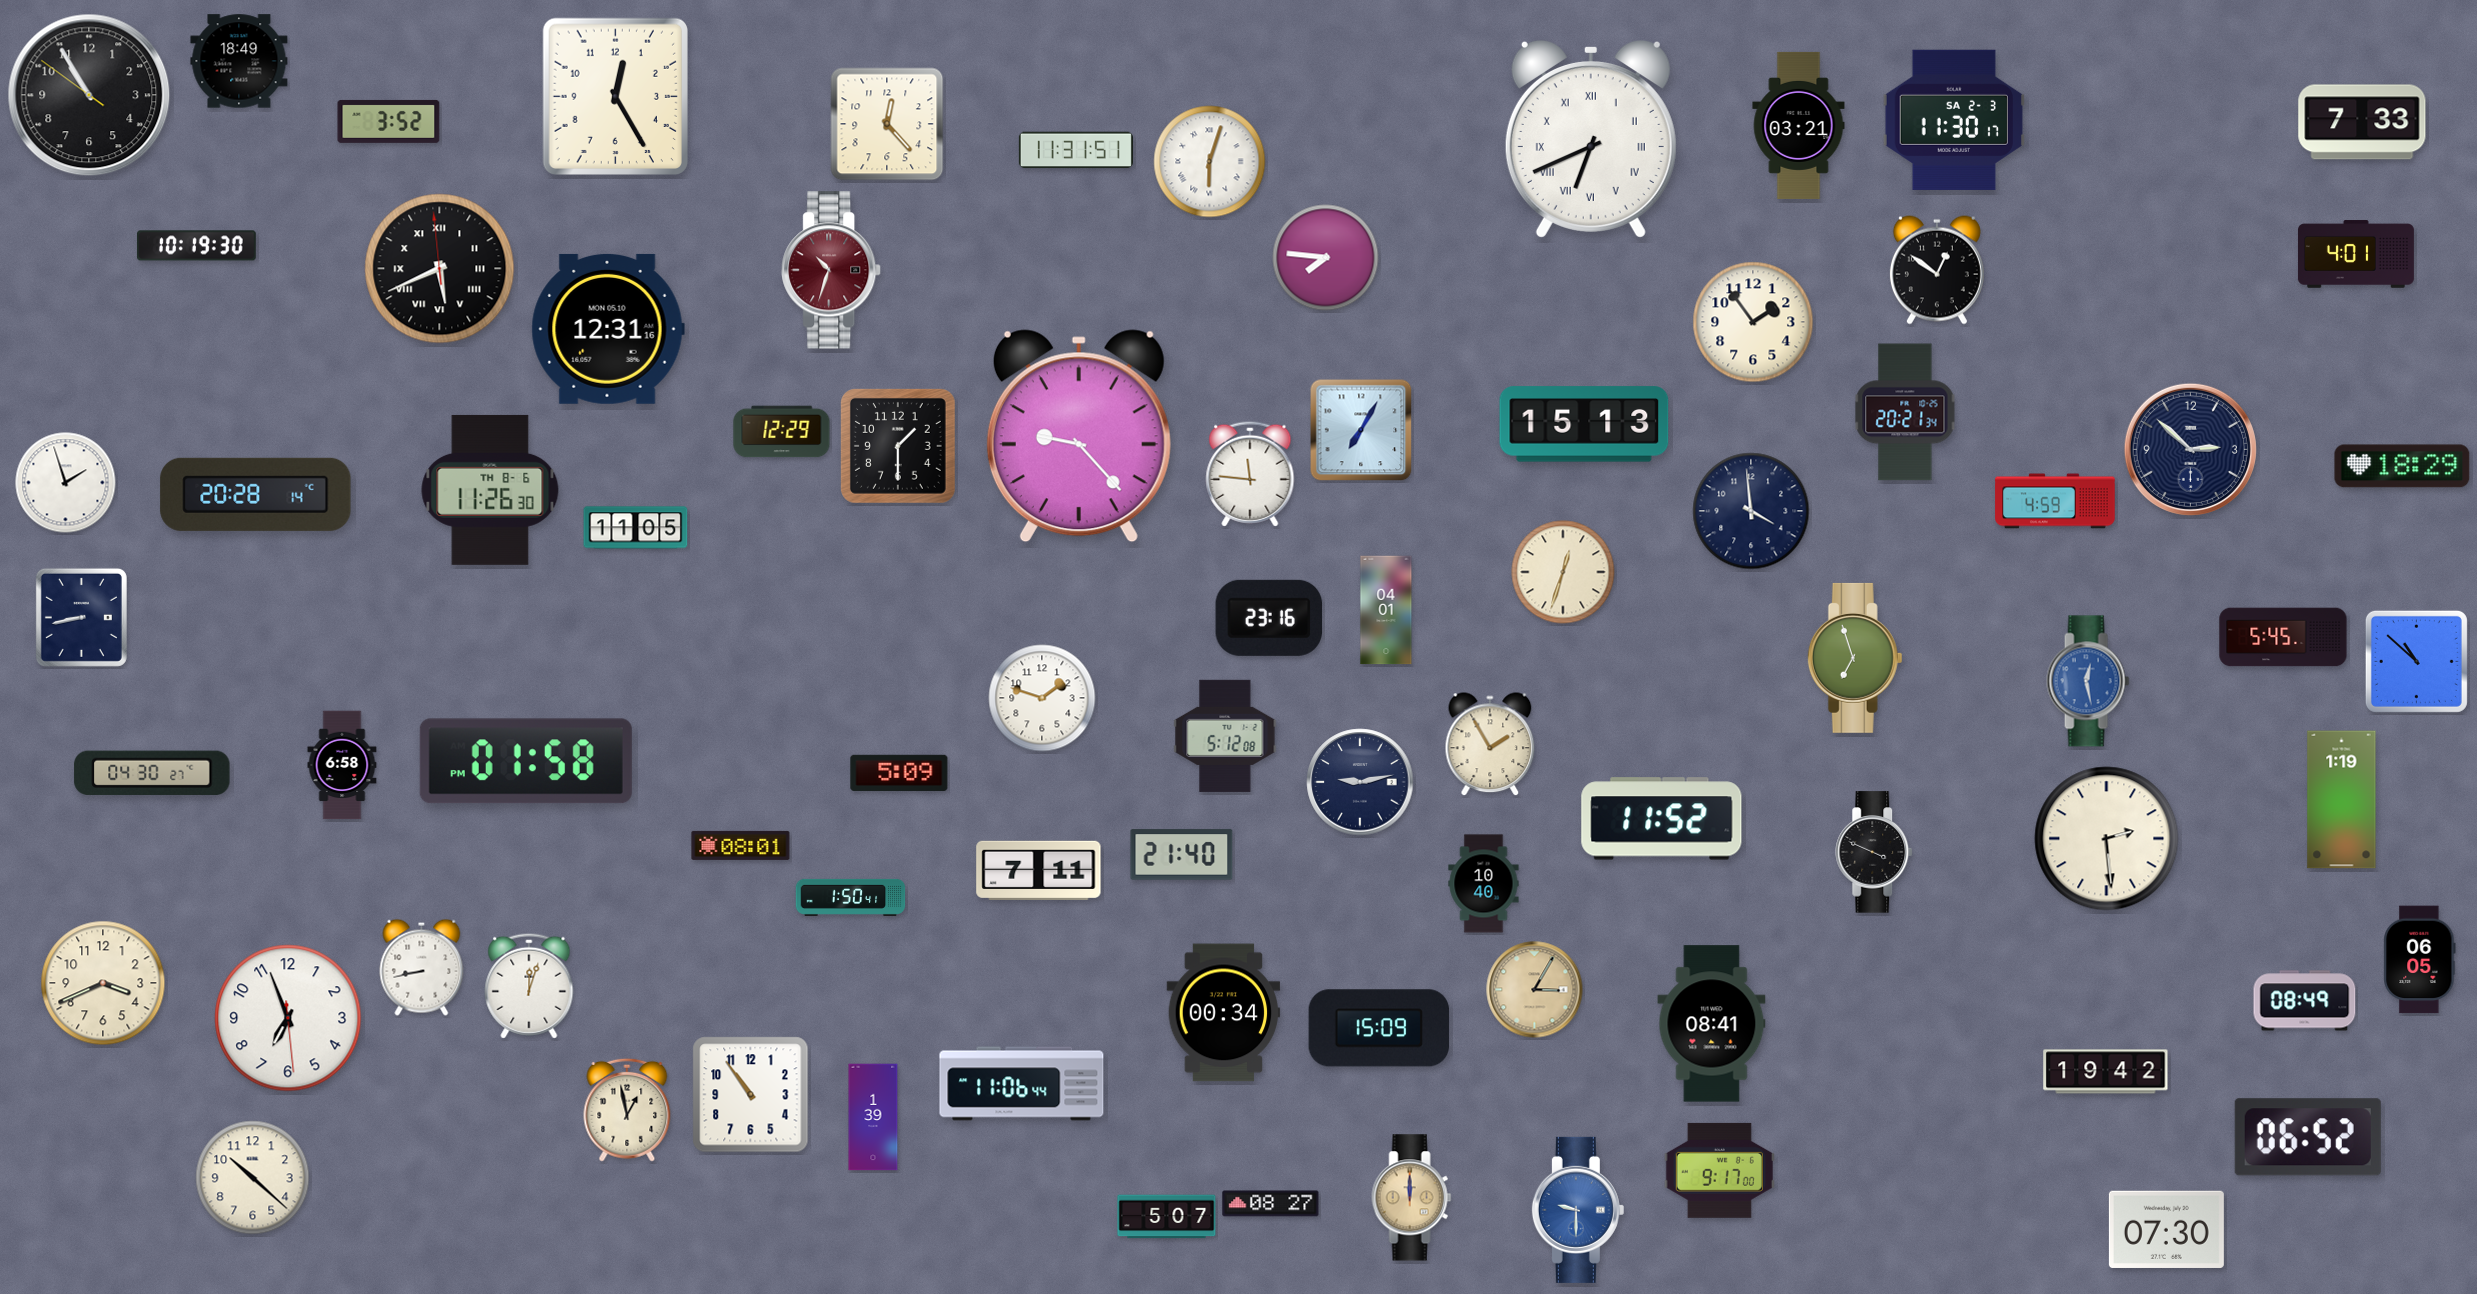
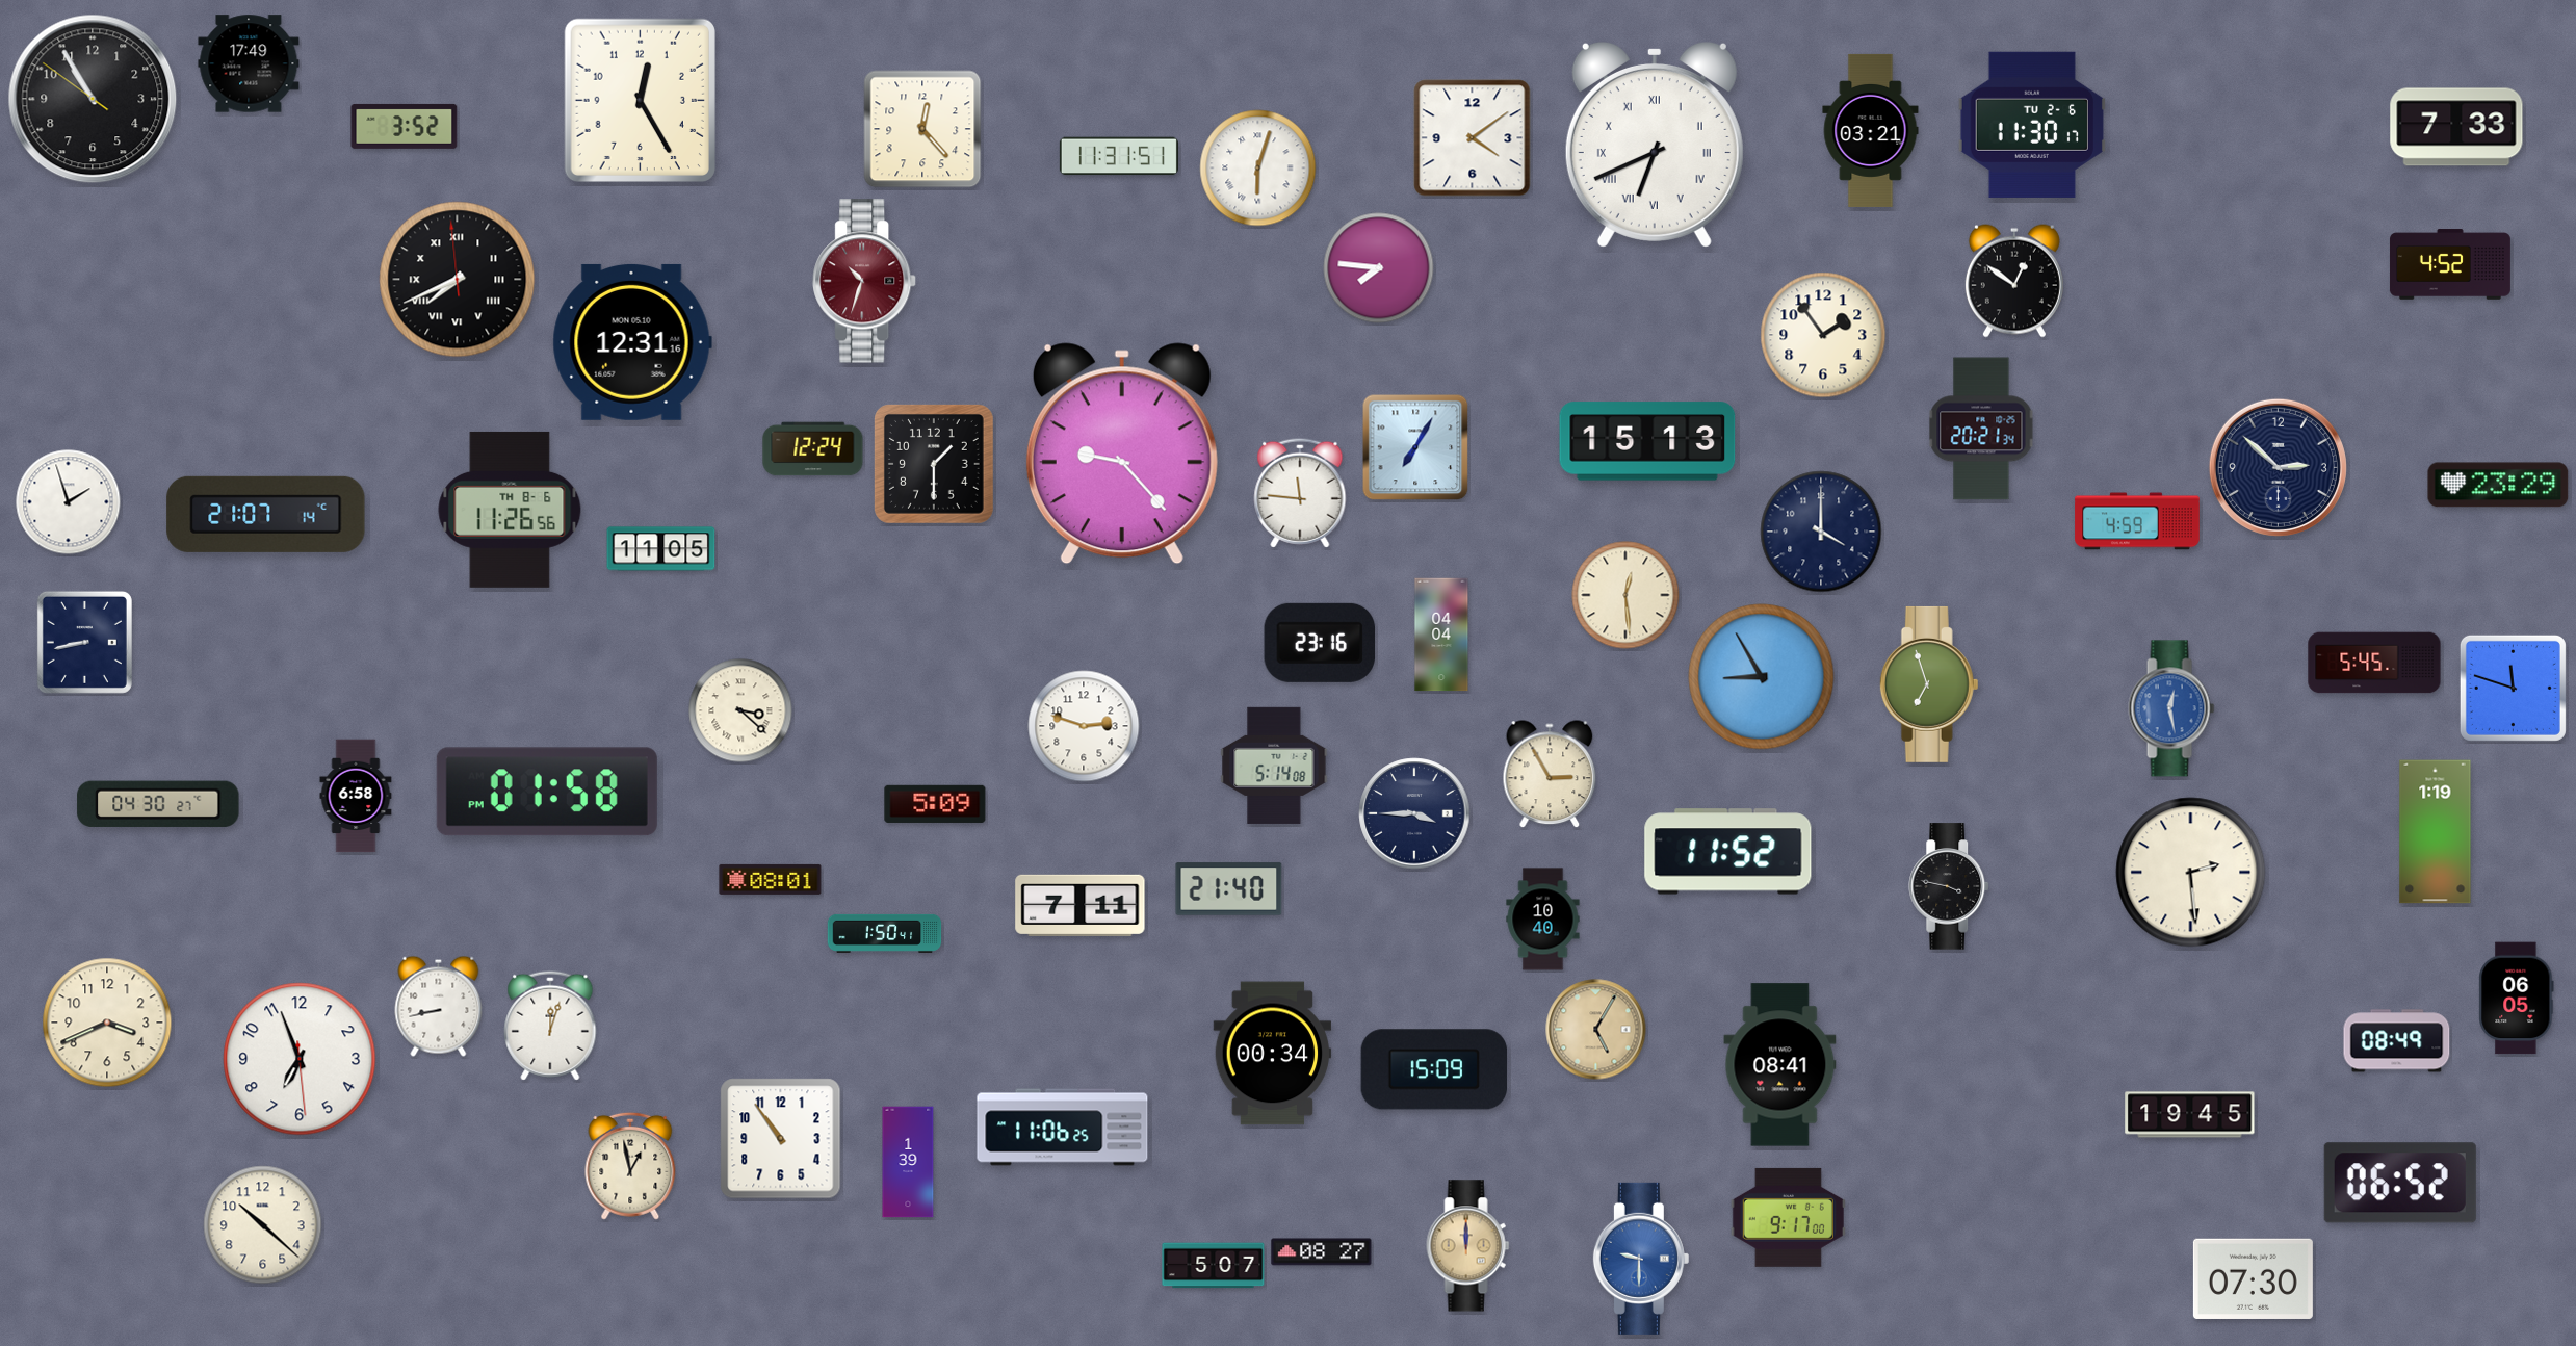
clock at (239, 61): 18:49 -> 17:49
clock at (1954, 120) date: SA 2-3 -> TU 2-6
clock at (1473, 138): none -> 4:09
clock at (197, 246): 10:19 -> none
clock at (2356, 254): 4:01 -> 4:52
clock at (440, 269): 5:40 -> 7:40
clock at (782, 432): 12:29 -> 12:24
clock at (2402, 466): 18:29 -> 23:29
clock at (490, 490): 11:26:30 -> 11:26:56
clock at (256, 494): 20:28 -> 21:07
clock at (1751, 511): 3:59 -> 4:00
clock at (1563, 572): 12:33 -> 12:29
clock at (1386, 610): 04:01 -> 04:04
clock at (1762, 677): none -> 8:55
clock at (2416, 661): 10:52 -> 11:48
clock at (740, 710): none -> 3:22
clock at (1042, 698): 1:48 -> 2:48
clock at (1225, 736): 5:12 -> 5:14
clock at (1490, 745): 1:55 -> 2:55
clock at (1360, 782): 9:13 -> 3:45
clock at (1875, 852): 3:49 -> 3:47
clock at (1535, 990): 3:05 -> 5:05
clock at (2106, 1072): 19:42 -> 19:45
clock at (1022, 1084): 11:06:44 -> 11:06:25
clock at (627, 1110) position: (627, 1110) -> (630, 1166)
